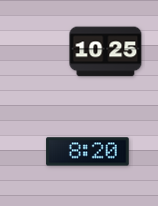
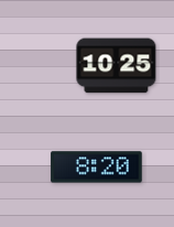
clock at (106, 52) position: (106, 52) -> (117, 66)
